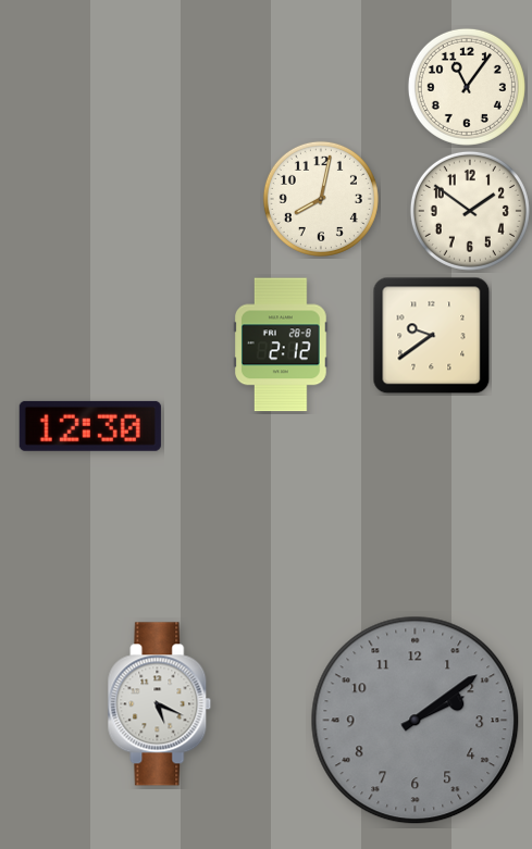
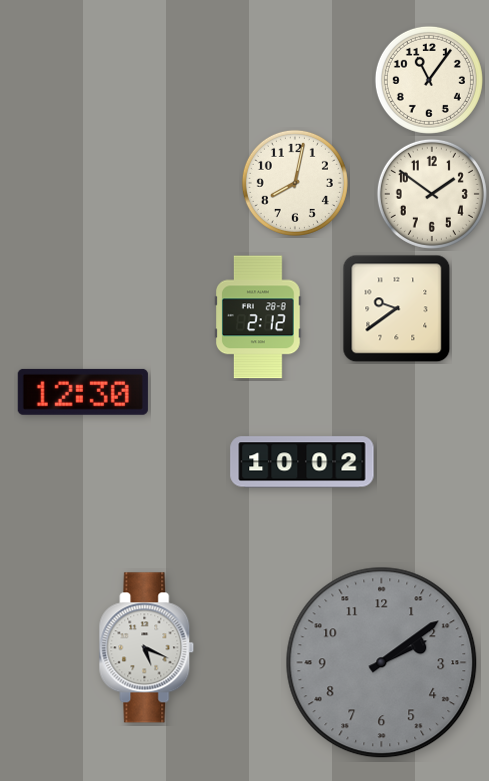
clock at (302, 462): none -> 10:02
